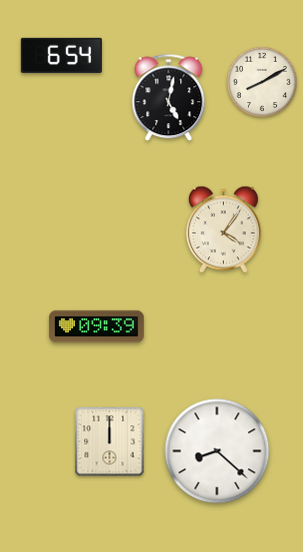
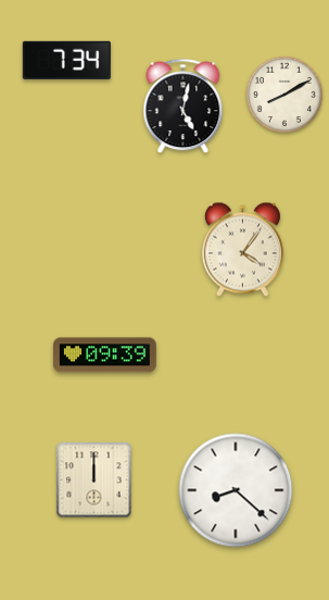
clock at (61, 55): 6:54 -> 7:34
clock at (261, 81) position: (261, 81) -> (283, 93)
clock at (110, 442) position: (110, 442) -> (94, 480)
